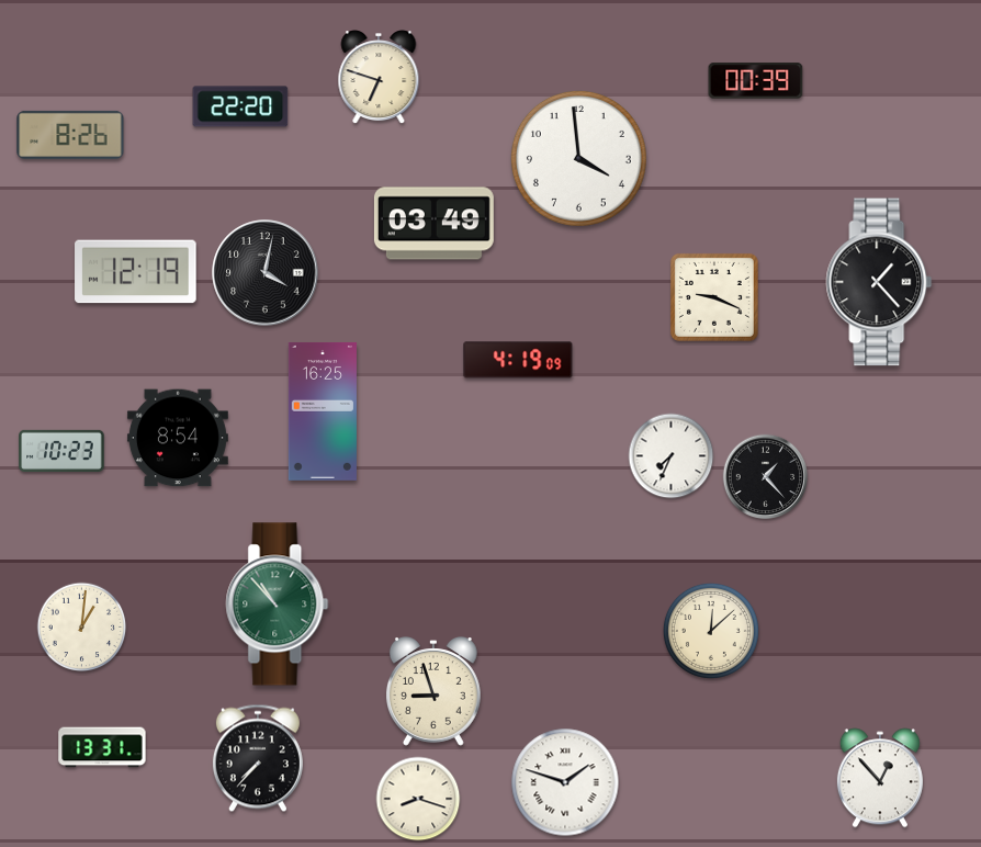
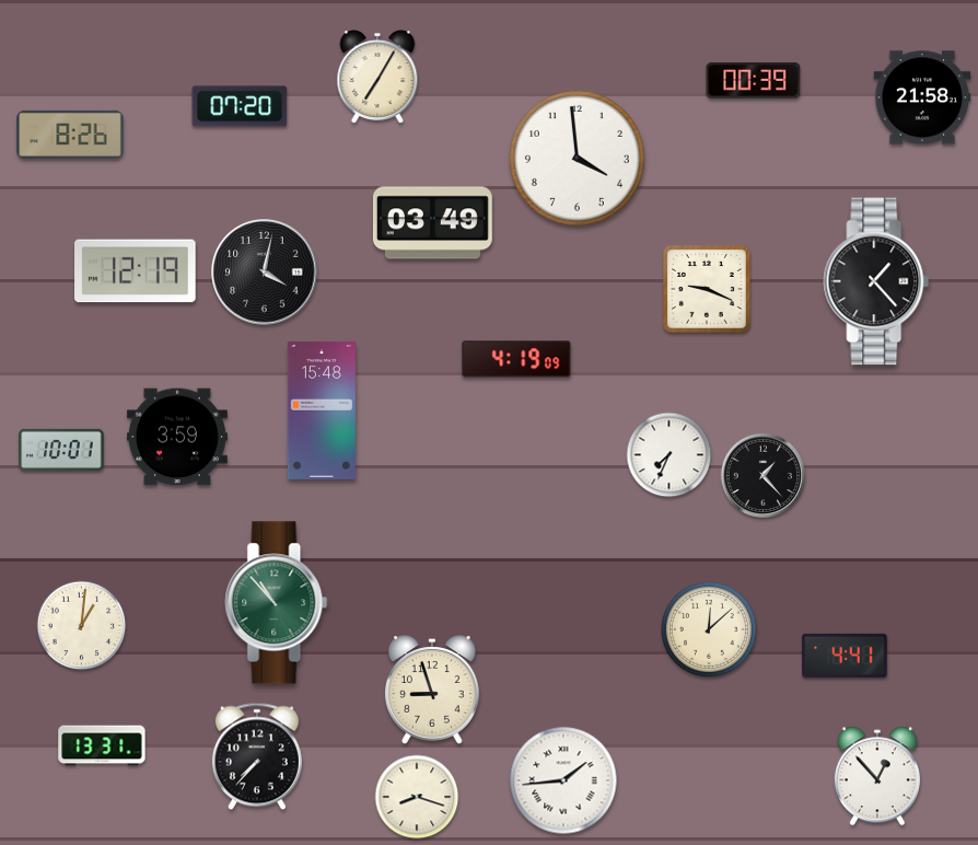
clock at (379, 78): 6:48 -> 7:05
clock at (922, 97): none -> 21:58
clock at (240, 106): 22:20 -> 07:20
clock at (714, 297) position: (714, 297) -> (707, 289)
clock at (323, 411): 16:25 -> 15:48
clock at (178, 438): 8:54 -> 3:59
clock at (61, 451): 10:23 -> 10:01
clock at (845, 656): none -> 4:41
clock at (565, 782): 1:48 -> 1:44
